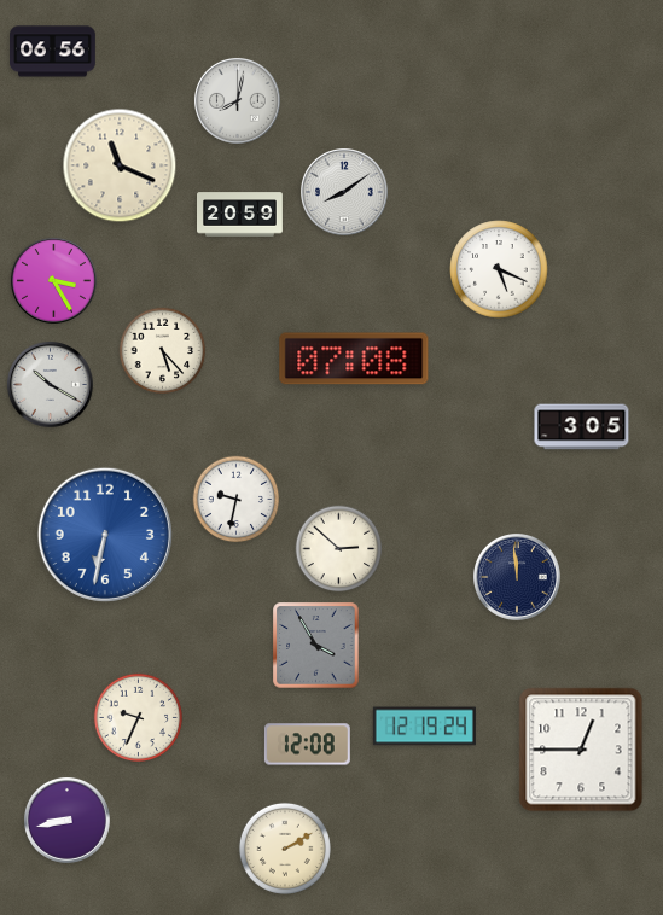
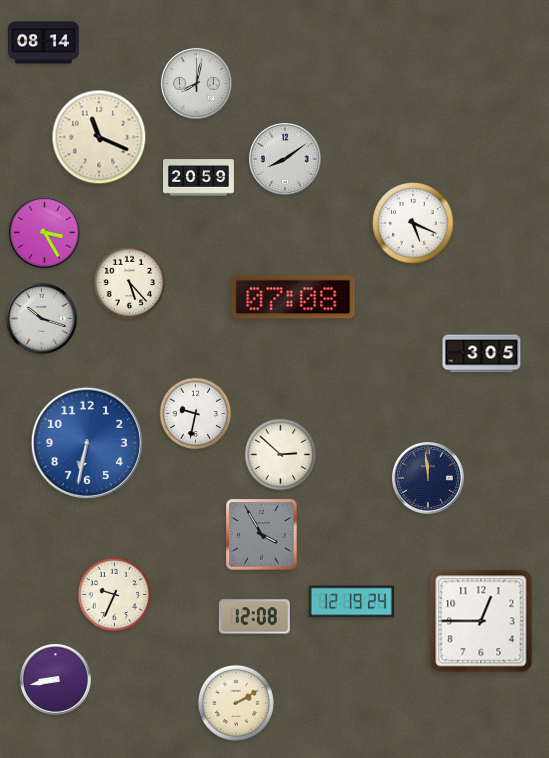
clock at (53, 52): 06:56 -> 08:14
clock at (163, 351) position: (163, 351) -> (130, 283)
clock at (50, 384): 10:20 -> 10:18
